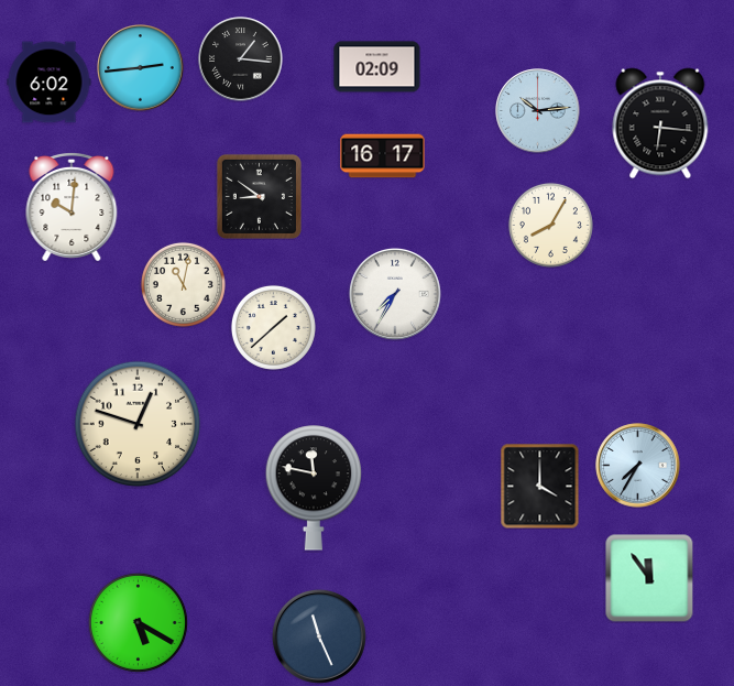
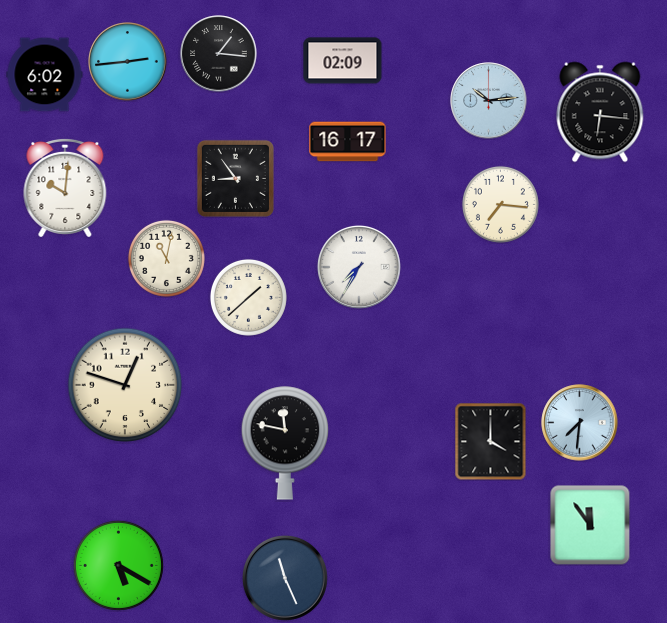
clock at (259, 196): 8:51 -> 8:54
clock at (550, 225): 8:05 -> 7:16
clock at (638, 466): 7:35 -> 7:31
clock at (138, 622) position: (138, 622) -> (118, 565)
clock at (319, 636) position: (319, 636) -> (285, 578)
